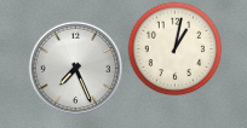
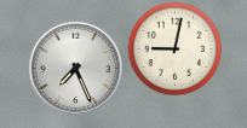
clock at (174, 48): 1:02 -> 9:02
